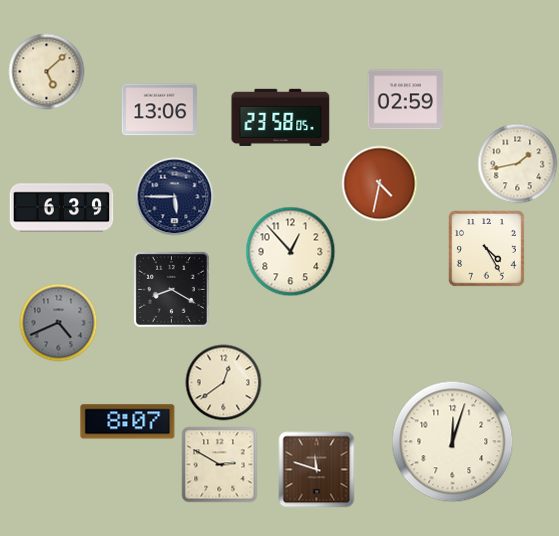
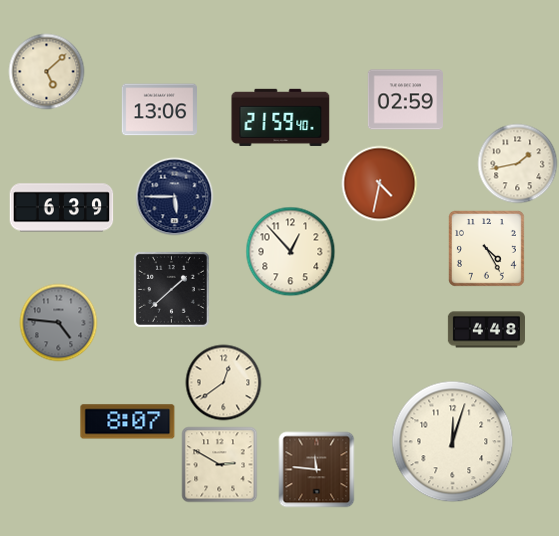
clock at (281, 117): 23:58 -> 21:59
clock at (171, 289): 8:20 -> 1:38
clock at (59, 323): 4:41 -> 4:46
clock at (486, 330): none -> 4:48
clock at (317, 470): 11:48 -> 11:46
